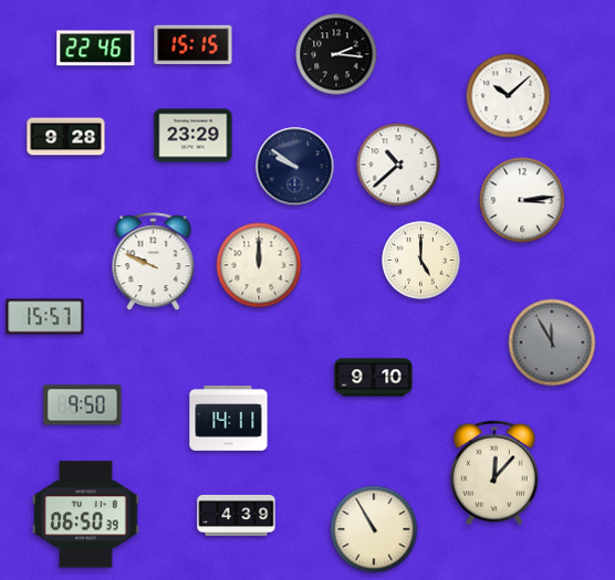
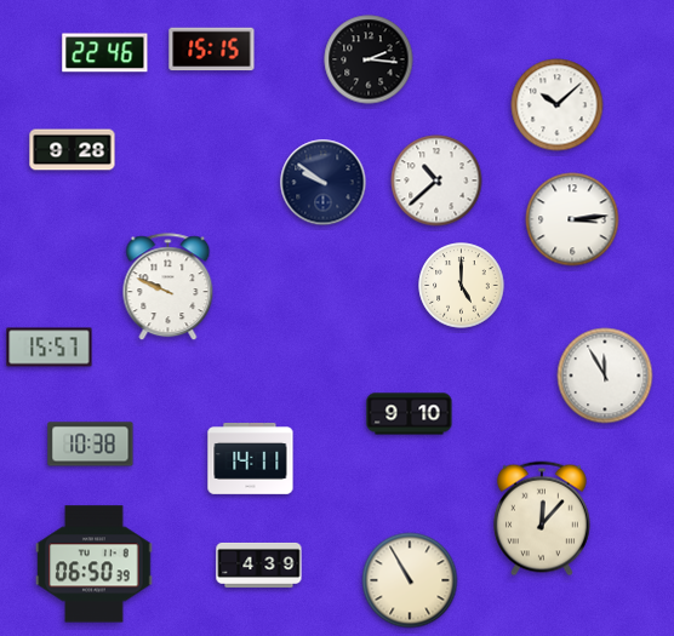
clock at (194, 136): 23:29 -> none
clock at (259, 265): 12:00 -> none
clock at (552, 342) dial: grey -> white
clock at (83, 405): 9:50 -> 10:38
